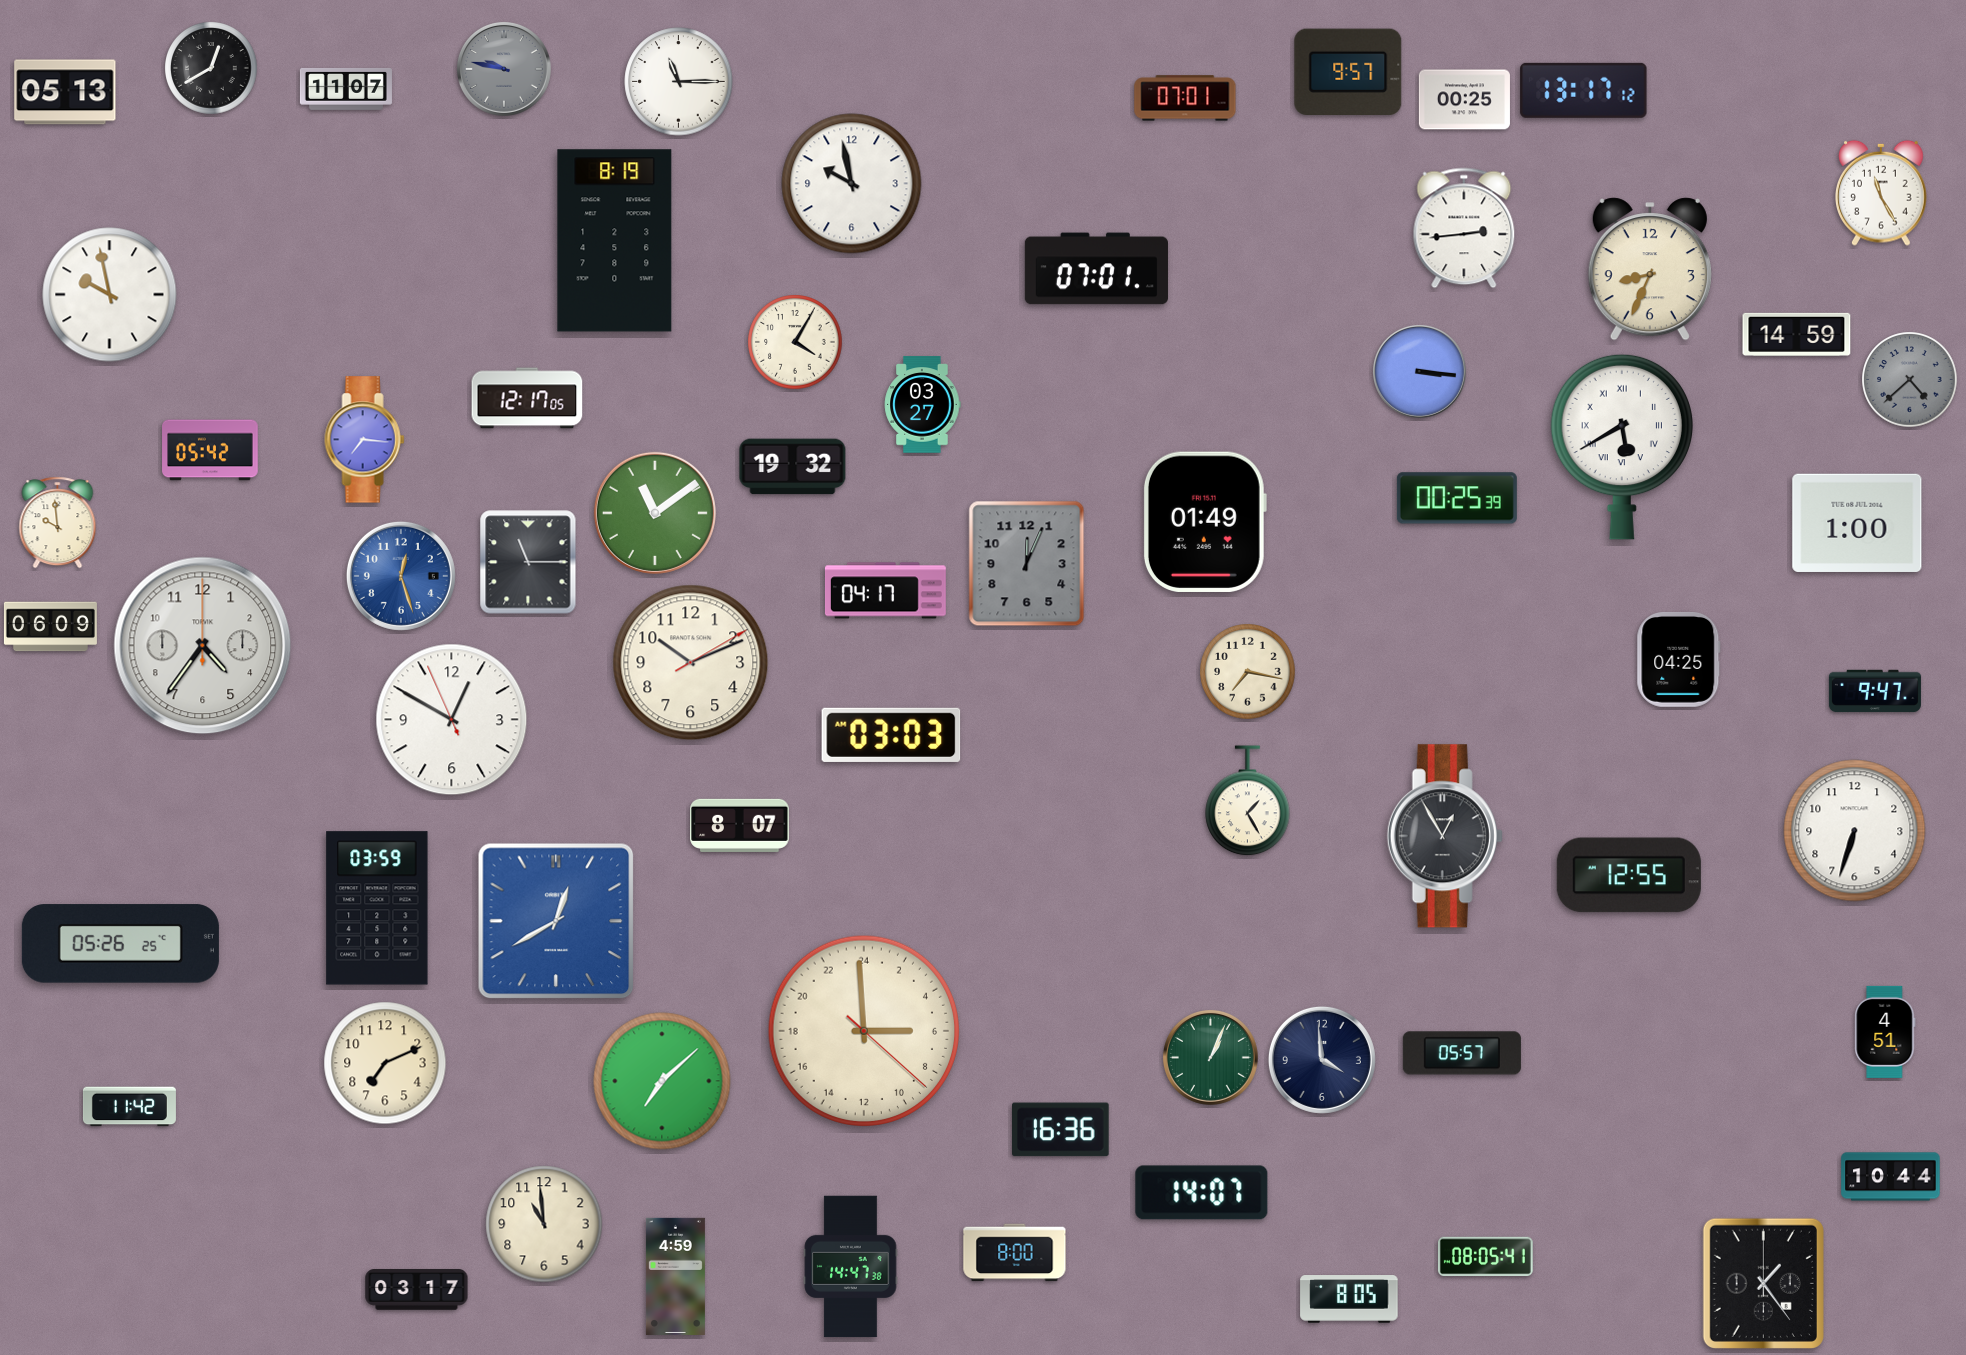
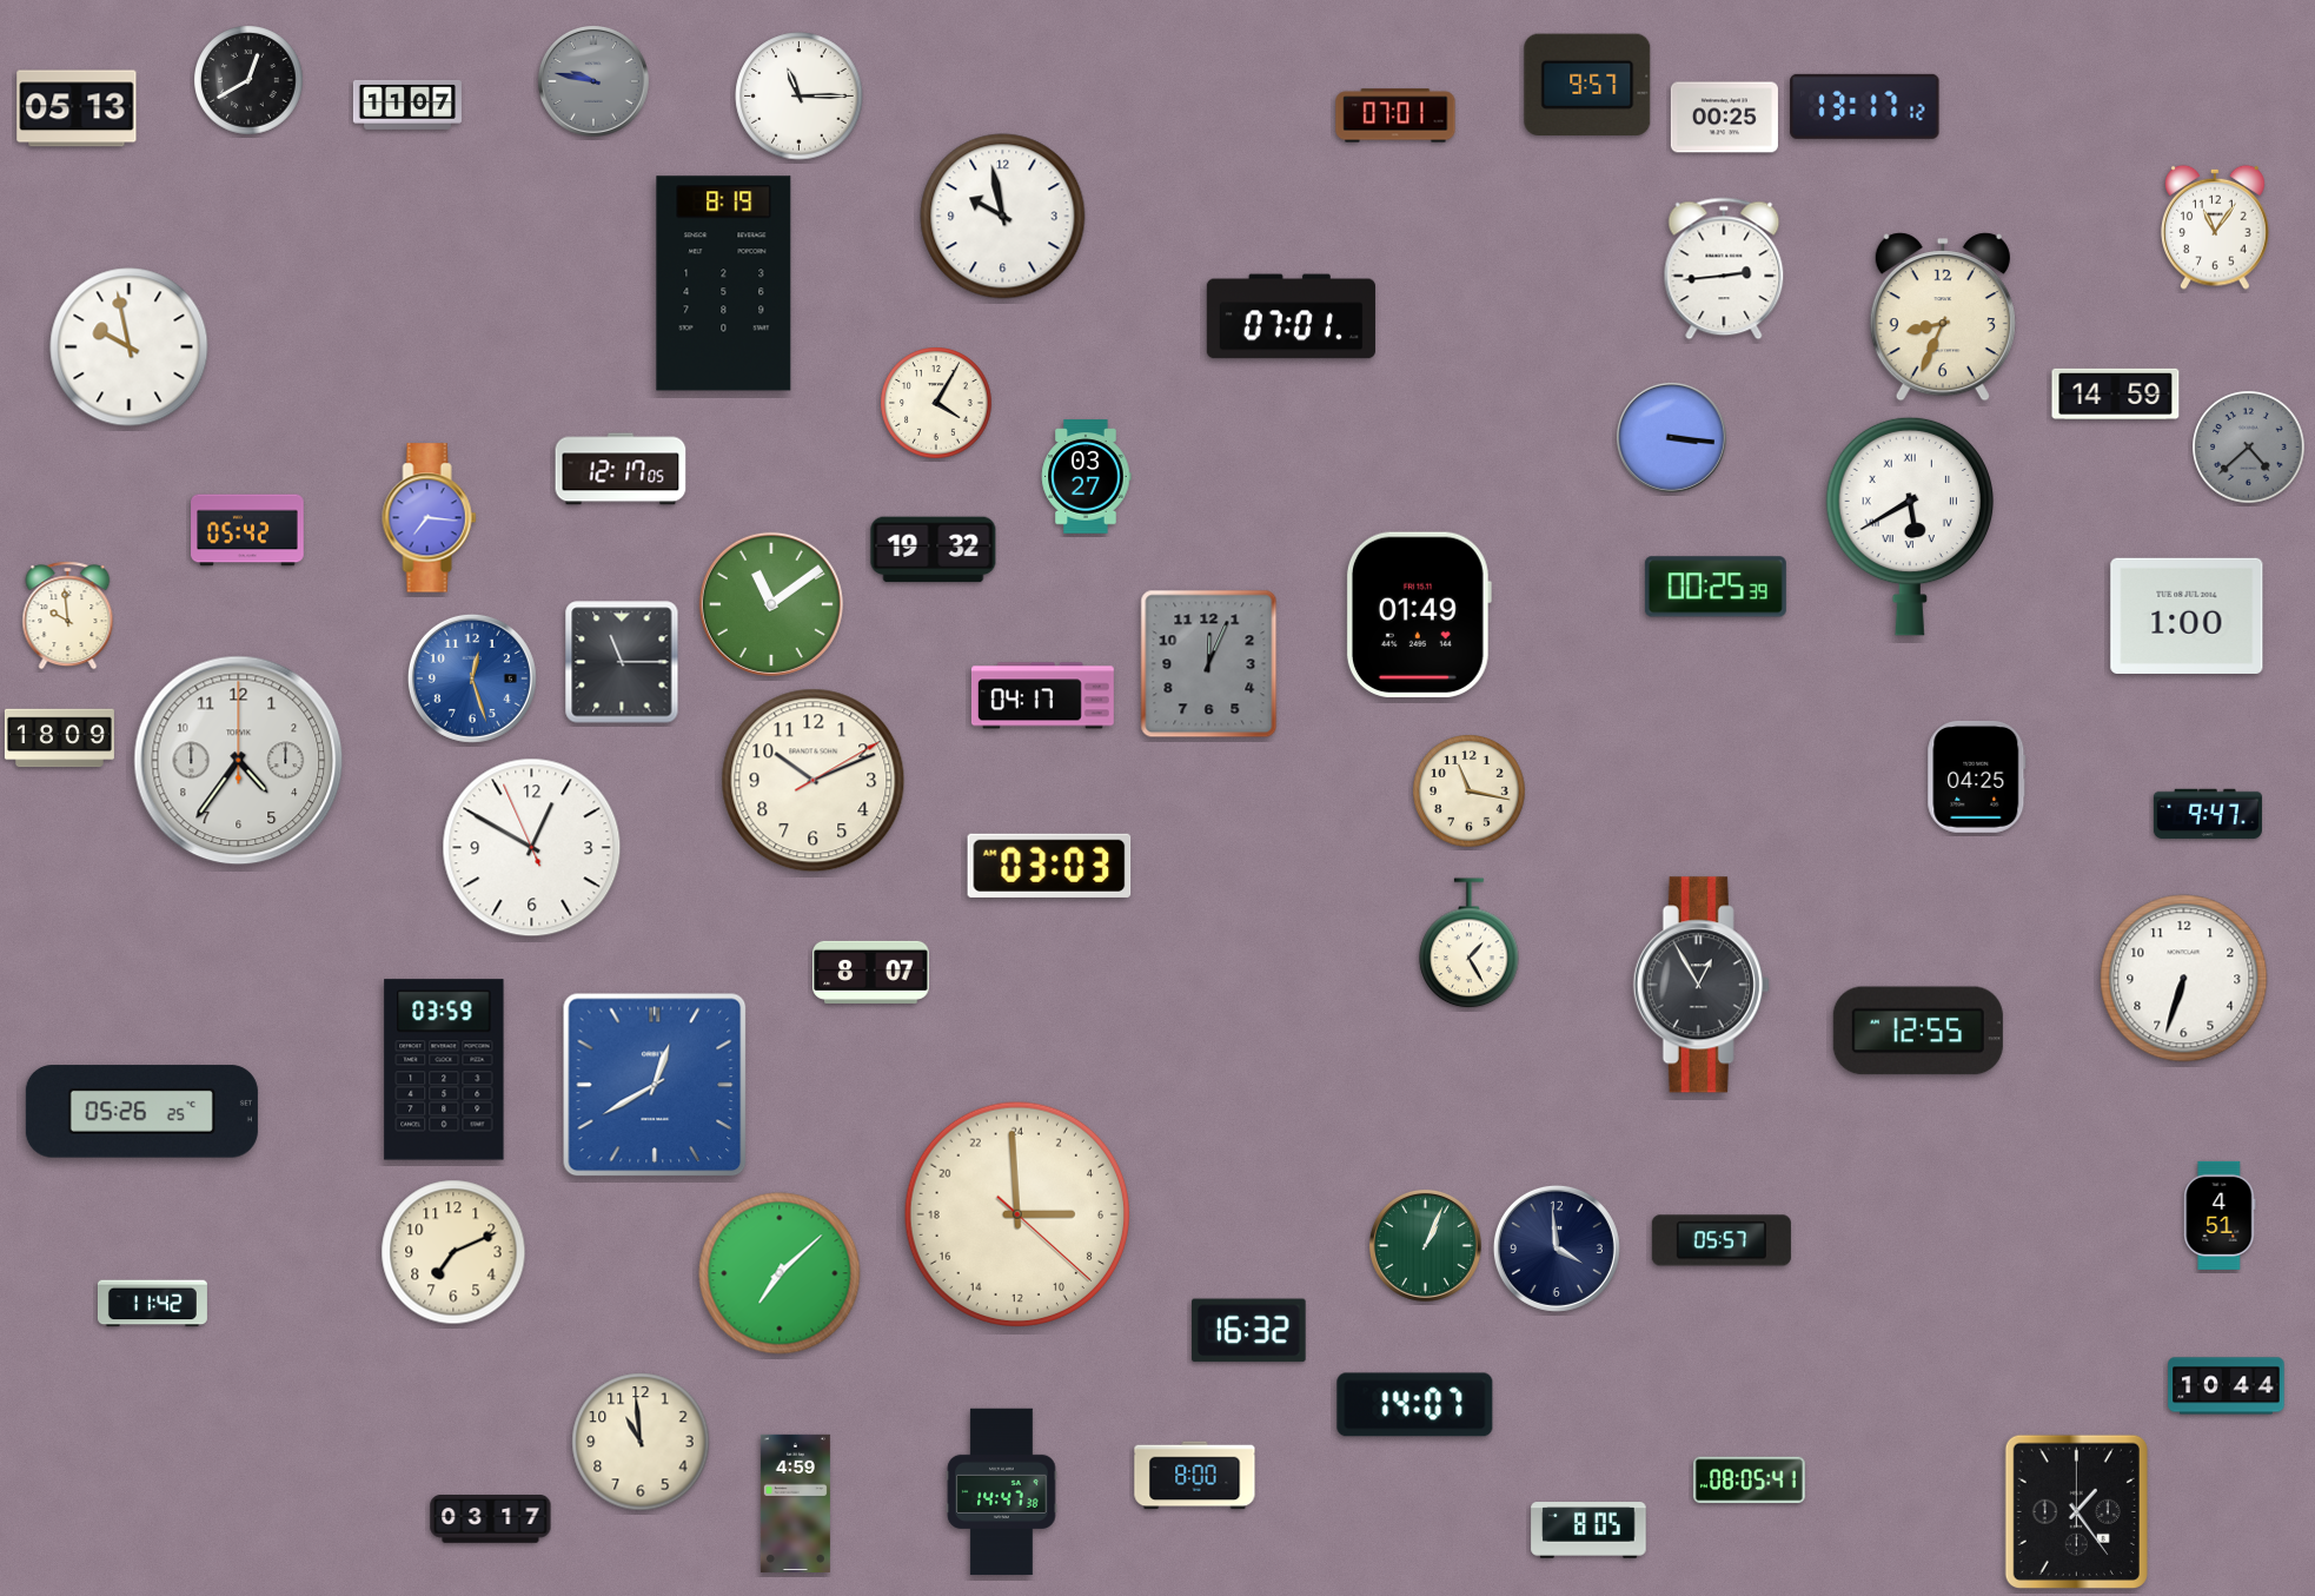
clock at (1881, 193): 11:25 -> 11:06
clock at (50, 627): 06:09 -> 18:09
clock at (1248, 672): 7:17 -> 11:17
clock at (1061, 1130): 16:36 -> 16:32
